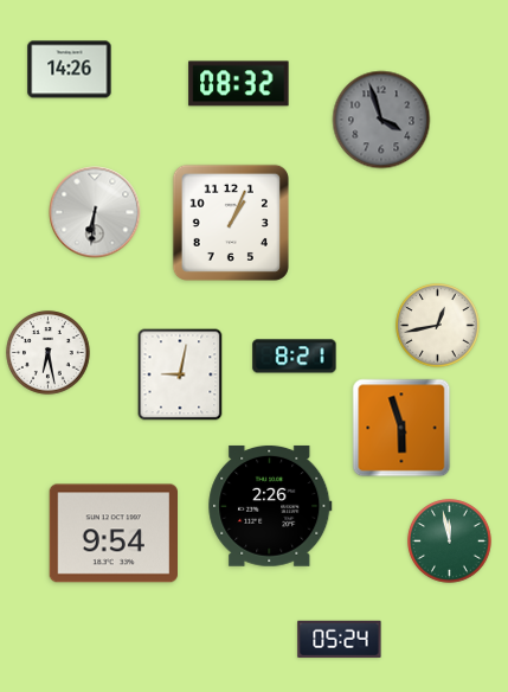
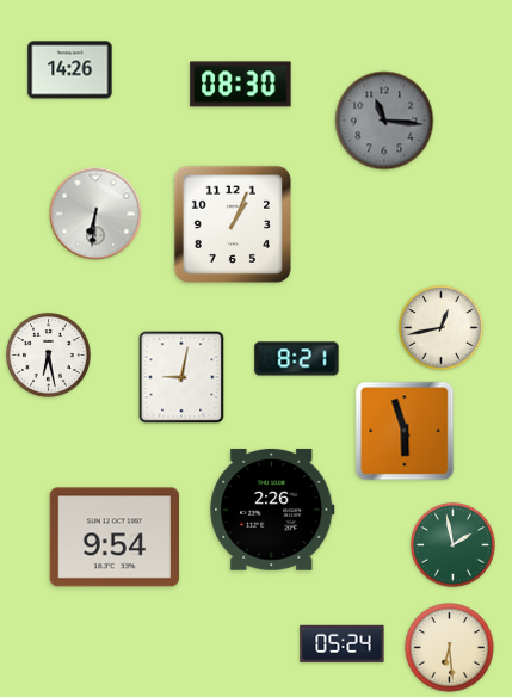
clock at (239, 84): 08:32 -> 08:30
clock at (381, 120): 3:57 -> 11:16
clock at (450, 542): 11:58 -> 1:58
clock at (450, 648): none -> 6:29
